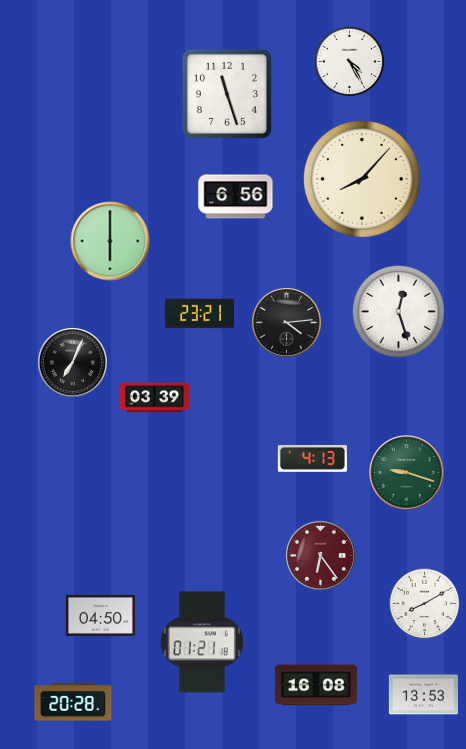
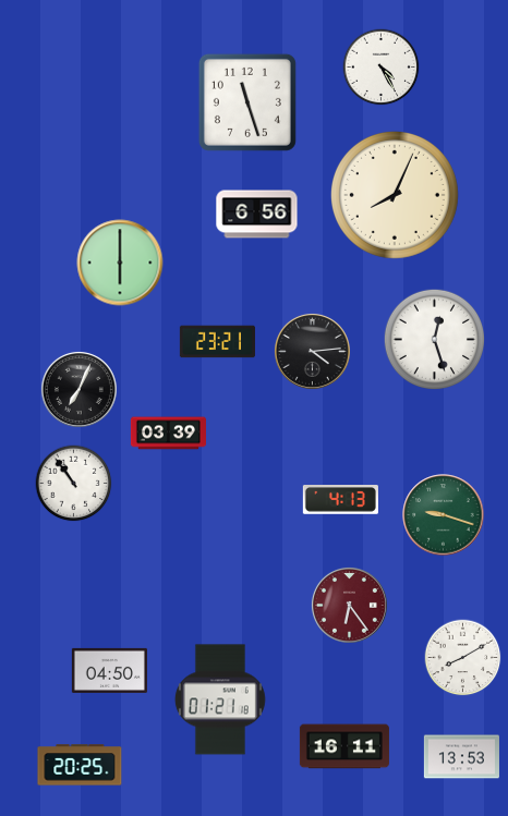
clock at (362, 179): 8:07 -> 8:04
clock at (72, 362) position: (72, 362) -> (78, 389)
clock at (74, 484): none -> 10:54
clock at (316, 685): 16:08 -> 16:11
clock at (73, 702): 20:28 -> 20:25
